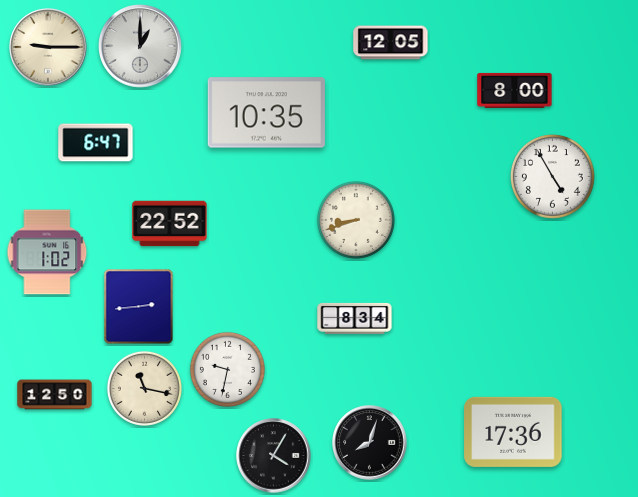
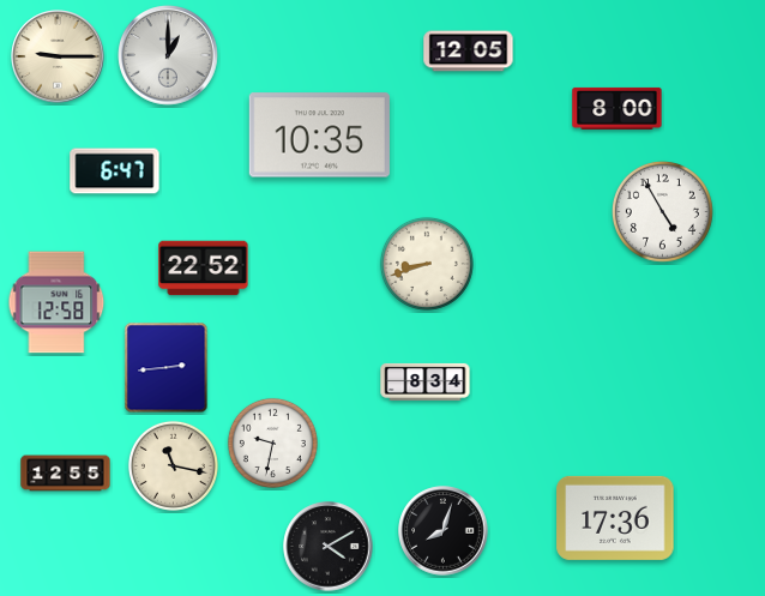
clock at (47, 252): 1:02 -> 12:58
clock at (55, 395): 12:50 -> 12:55
clock at (274, 456): 4:05 -> 4:10
